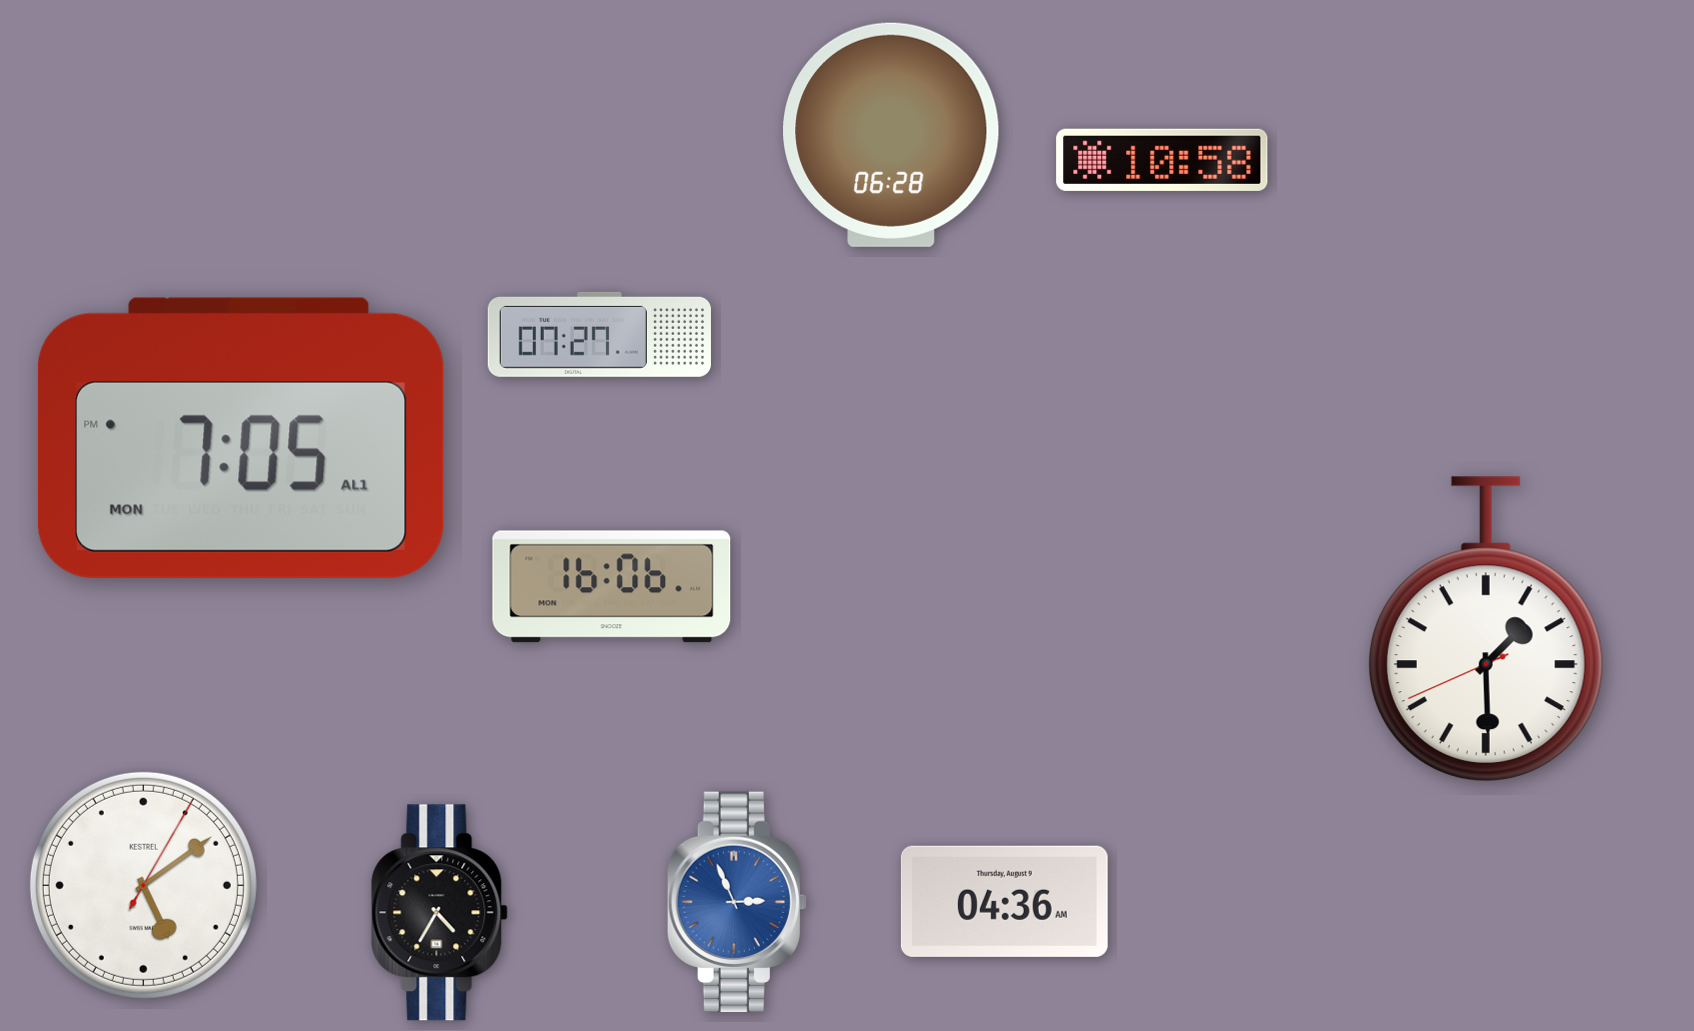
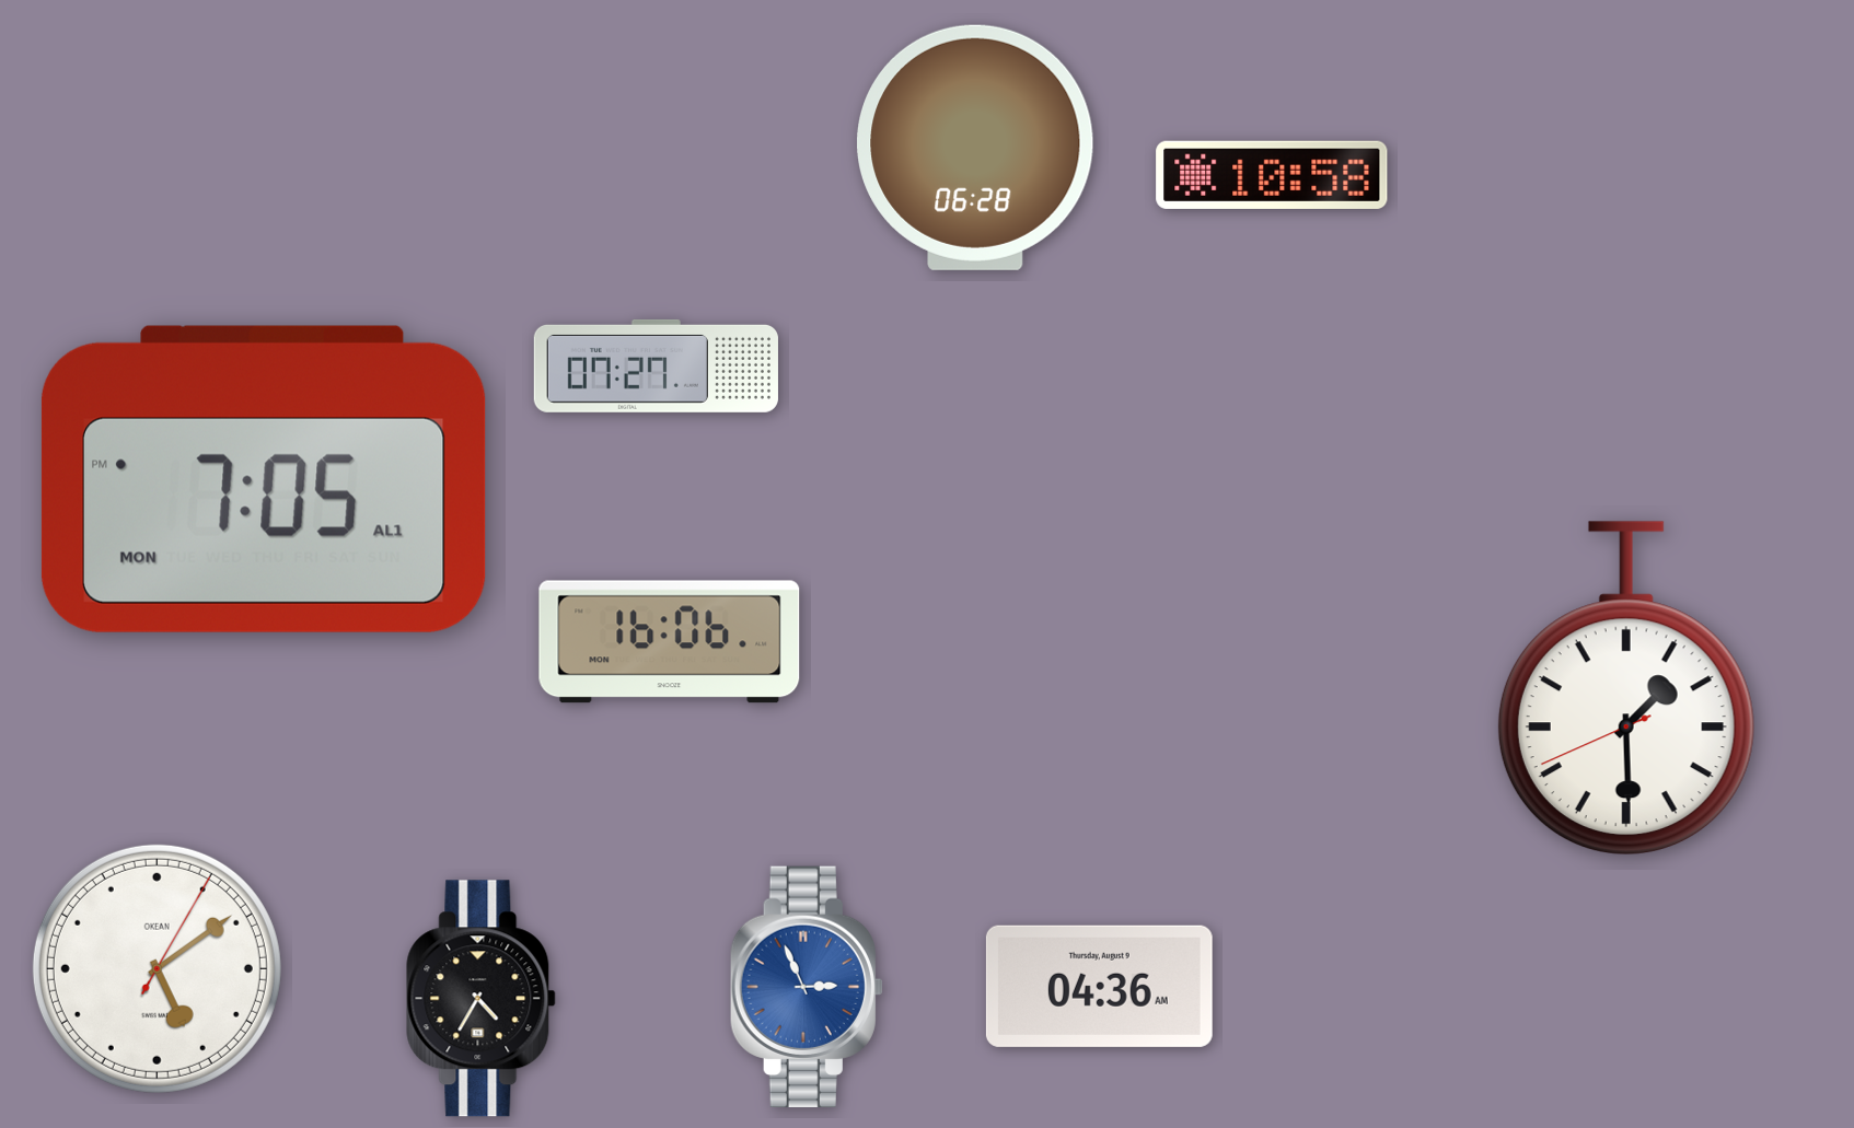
clock at (143, 885) brand: KESTREL -> OKEAN
